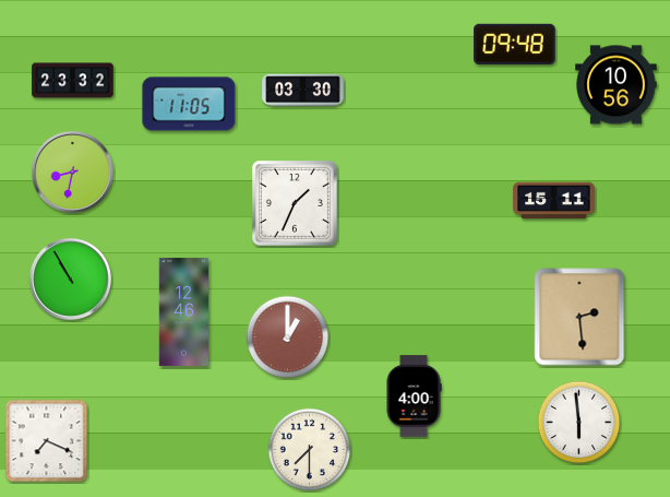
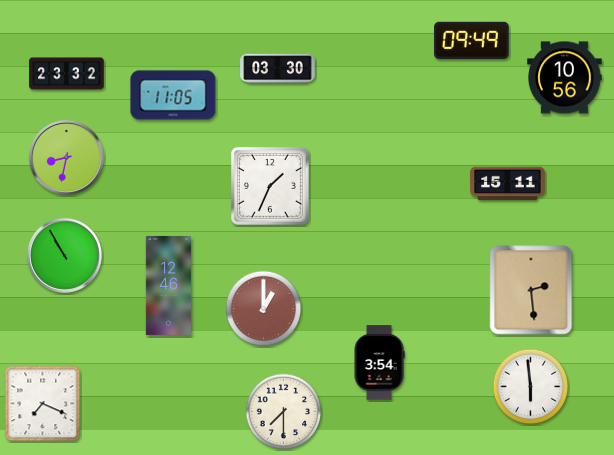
clock at (515, 45): 09:48 -> 09:49
clock at (303, 91) position: (303, 91) -> (278, 69)
clock at (414, 397): 4:00 -> 3:54
